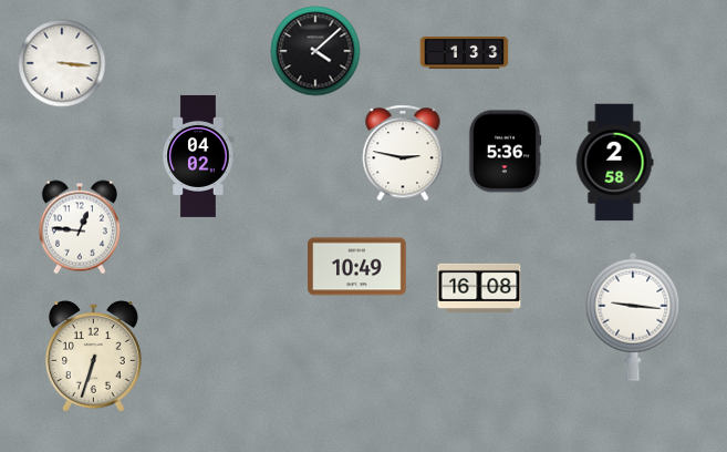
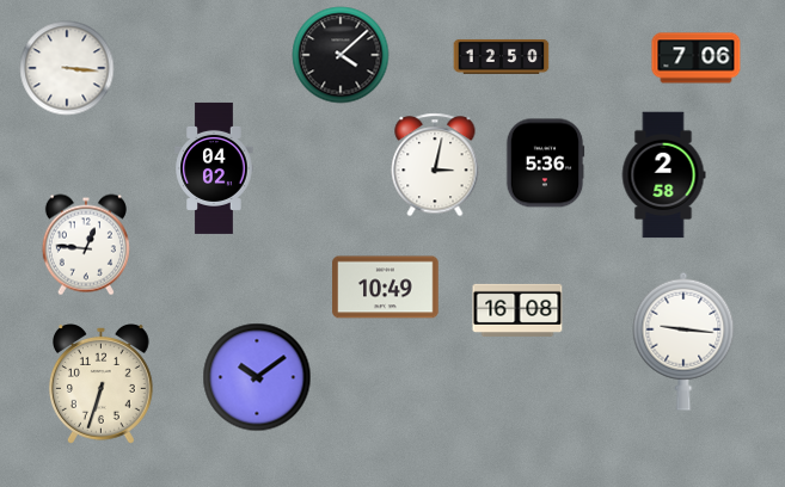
clock at (465, 52): 1:33 -> 12:50
clock at (697, 58): none -> 7:06
clock at (403, 153): 2:47 -> 3:02
clock at (257, 377): none -> 10:09
